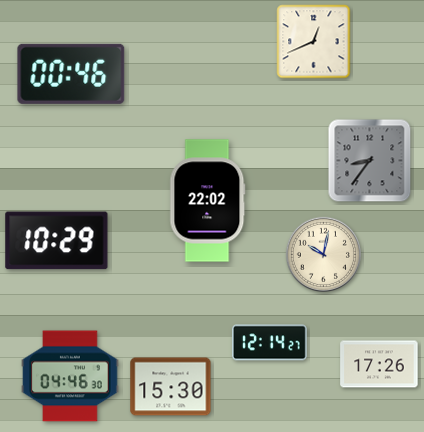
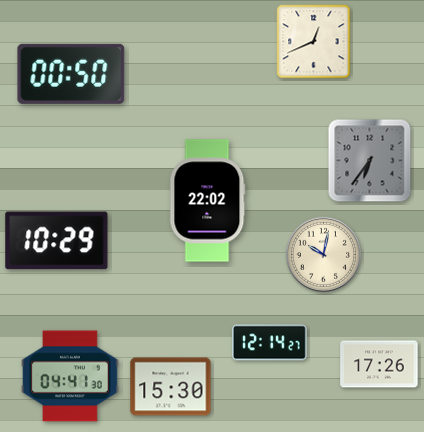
clock at (71, 74): 00:46 -> 00:50
clock at (370, 161): 8:36 -> 6:36
clock at (70, 376): 04:46 -> 04:41
